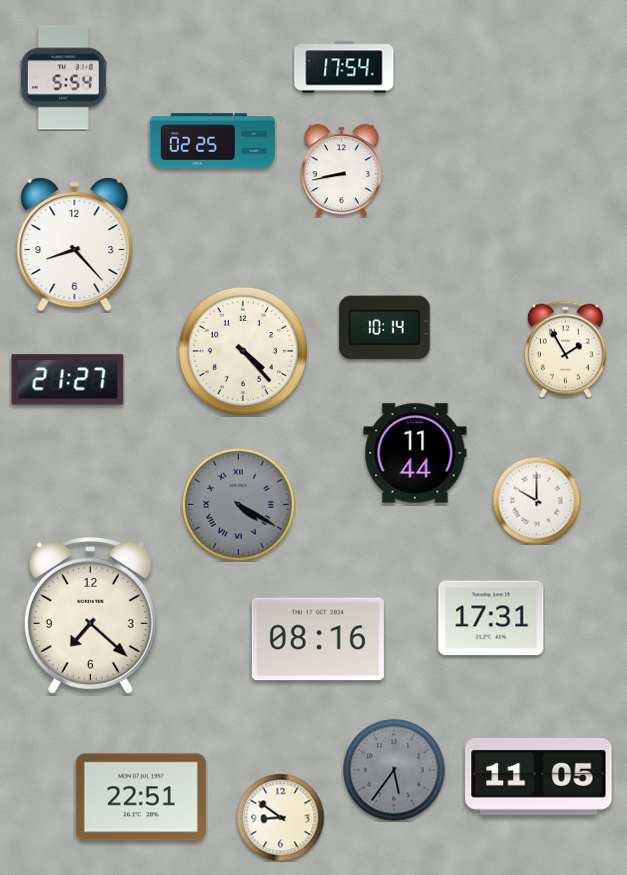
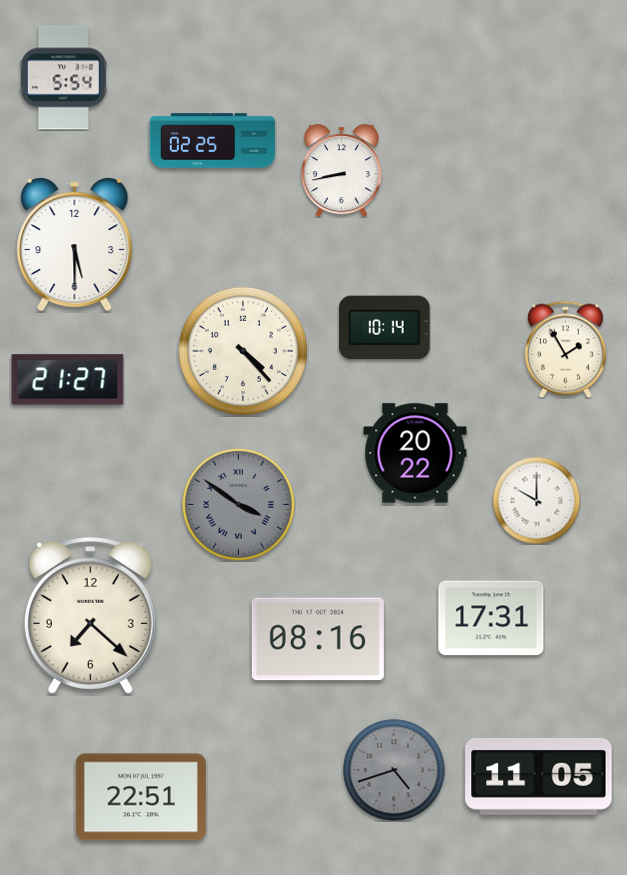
clock at (344, 67): 17:54 -> none
clock at (75, 245): 8:23 -> 5:30
clock at (415, 453): 11:44 -> 20:22
clock at (239, 505): 4:20 -> 3:51
clock at (394, 770): 5:36 -> 4:42
clock at (280, 817): 8:51 -> none
